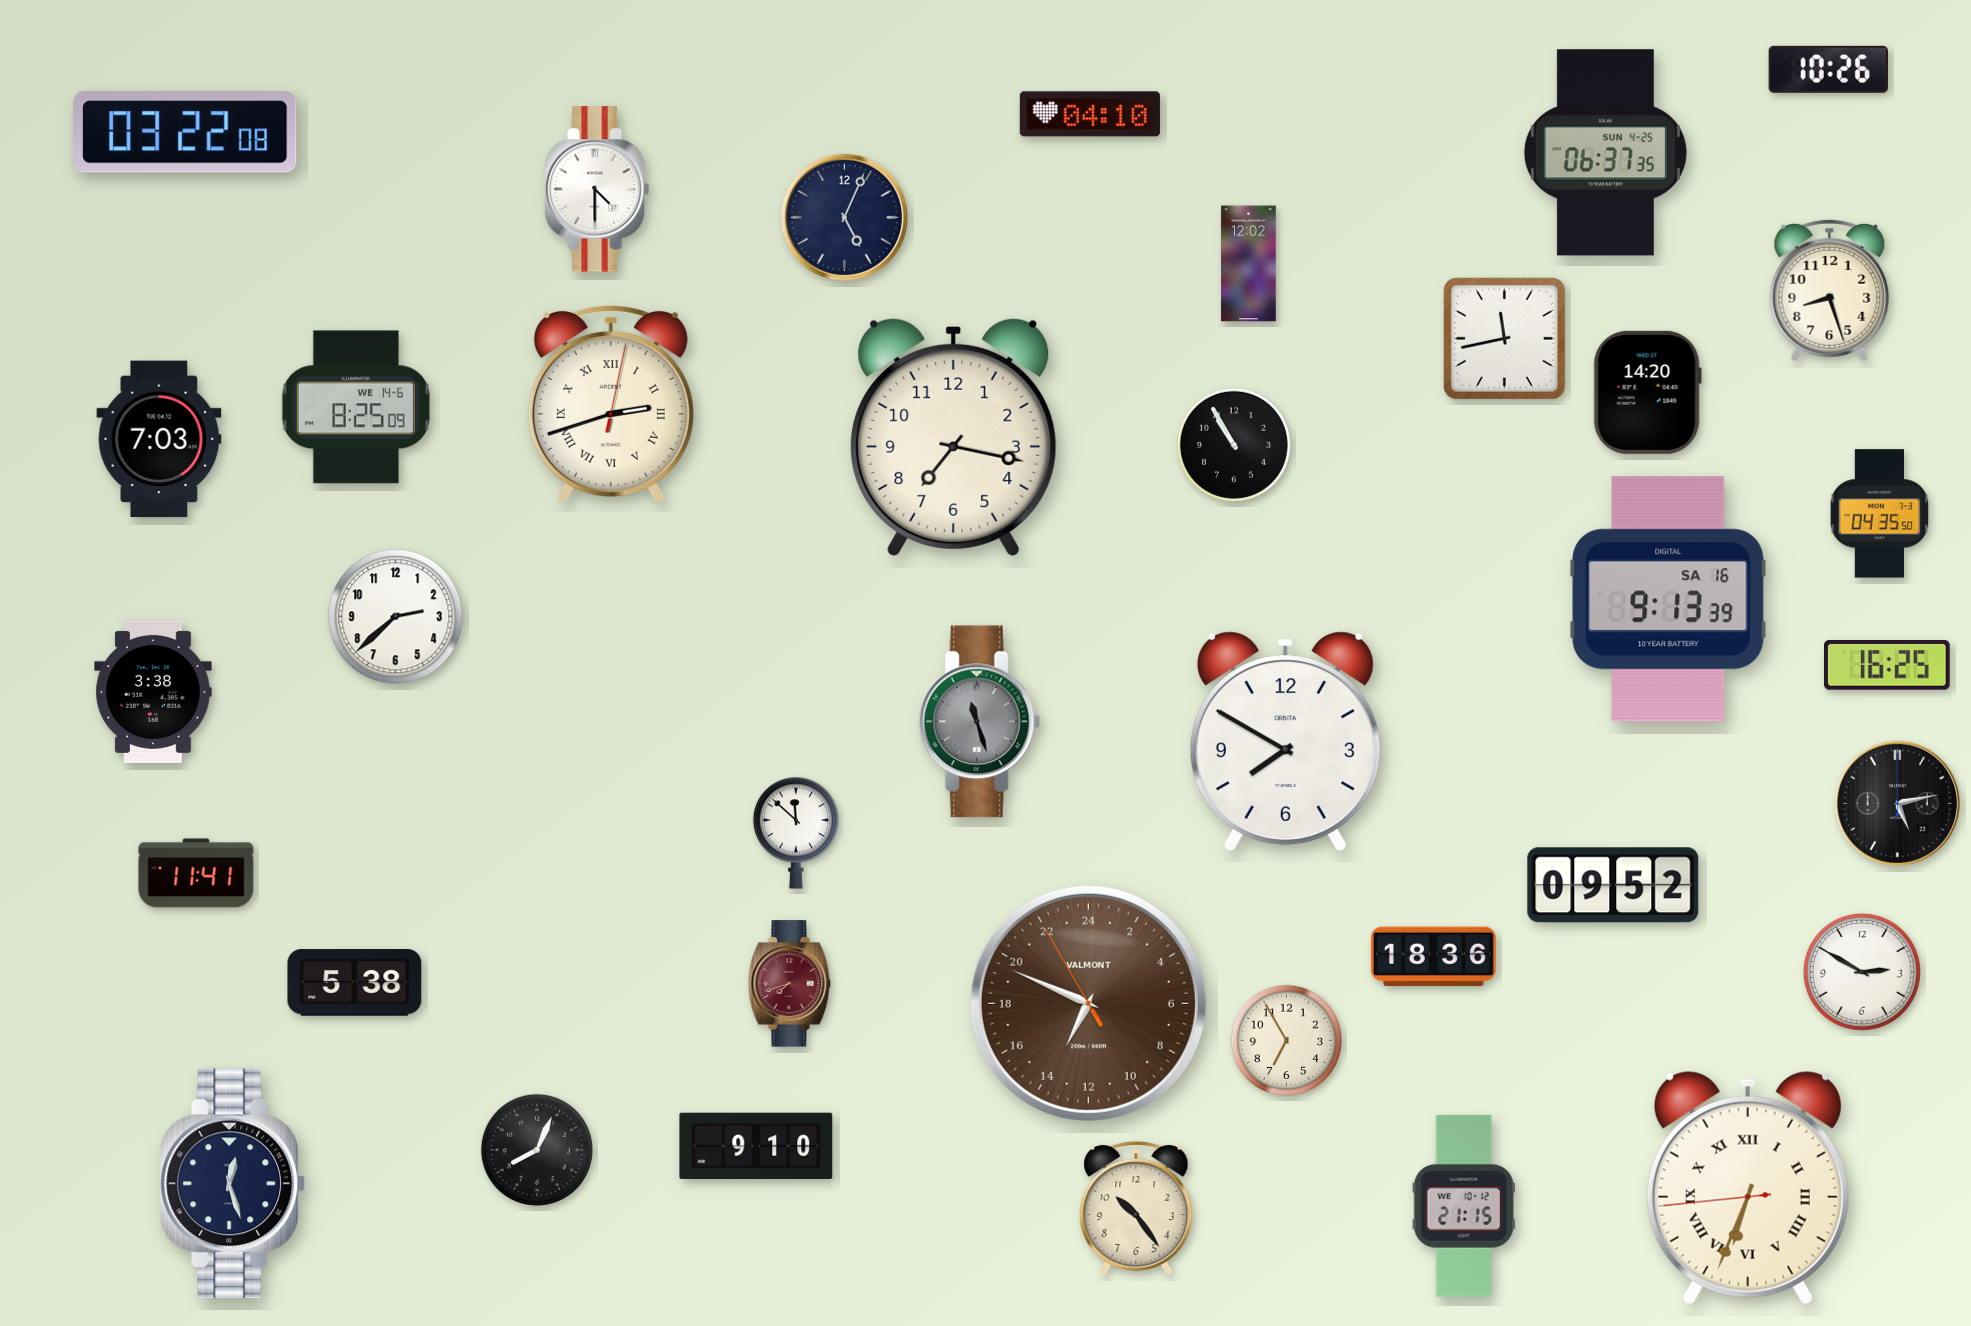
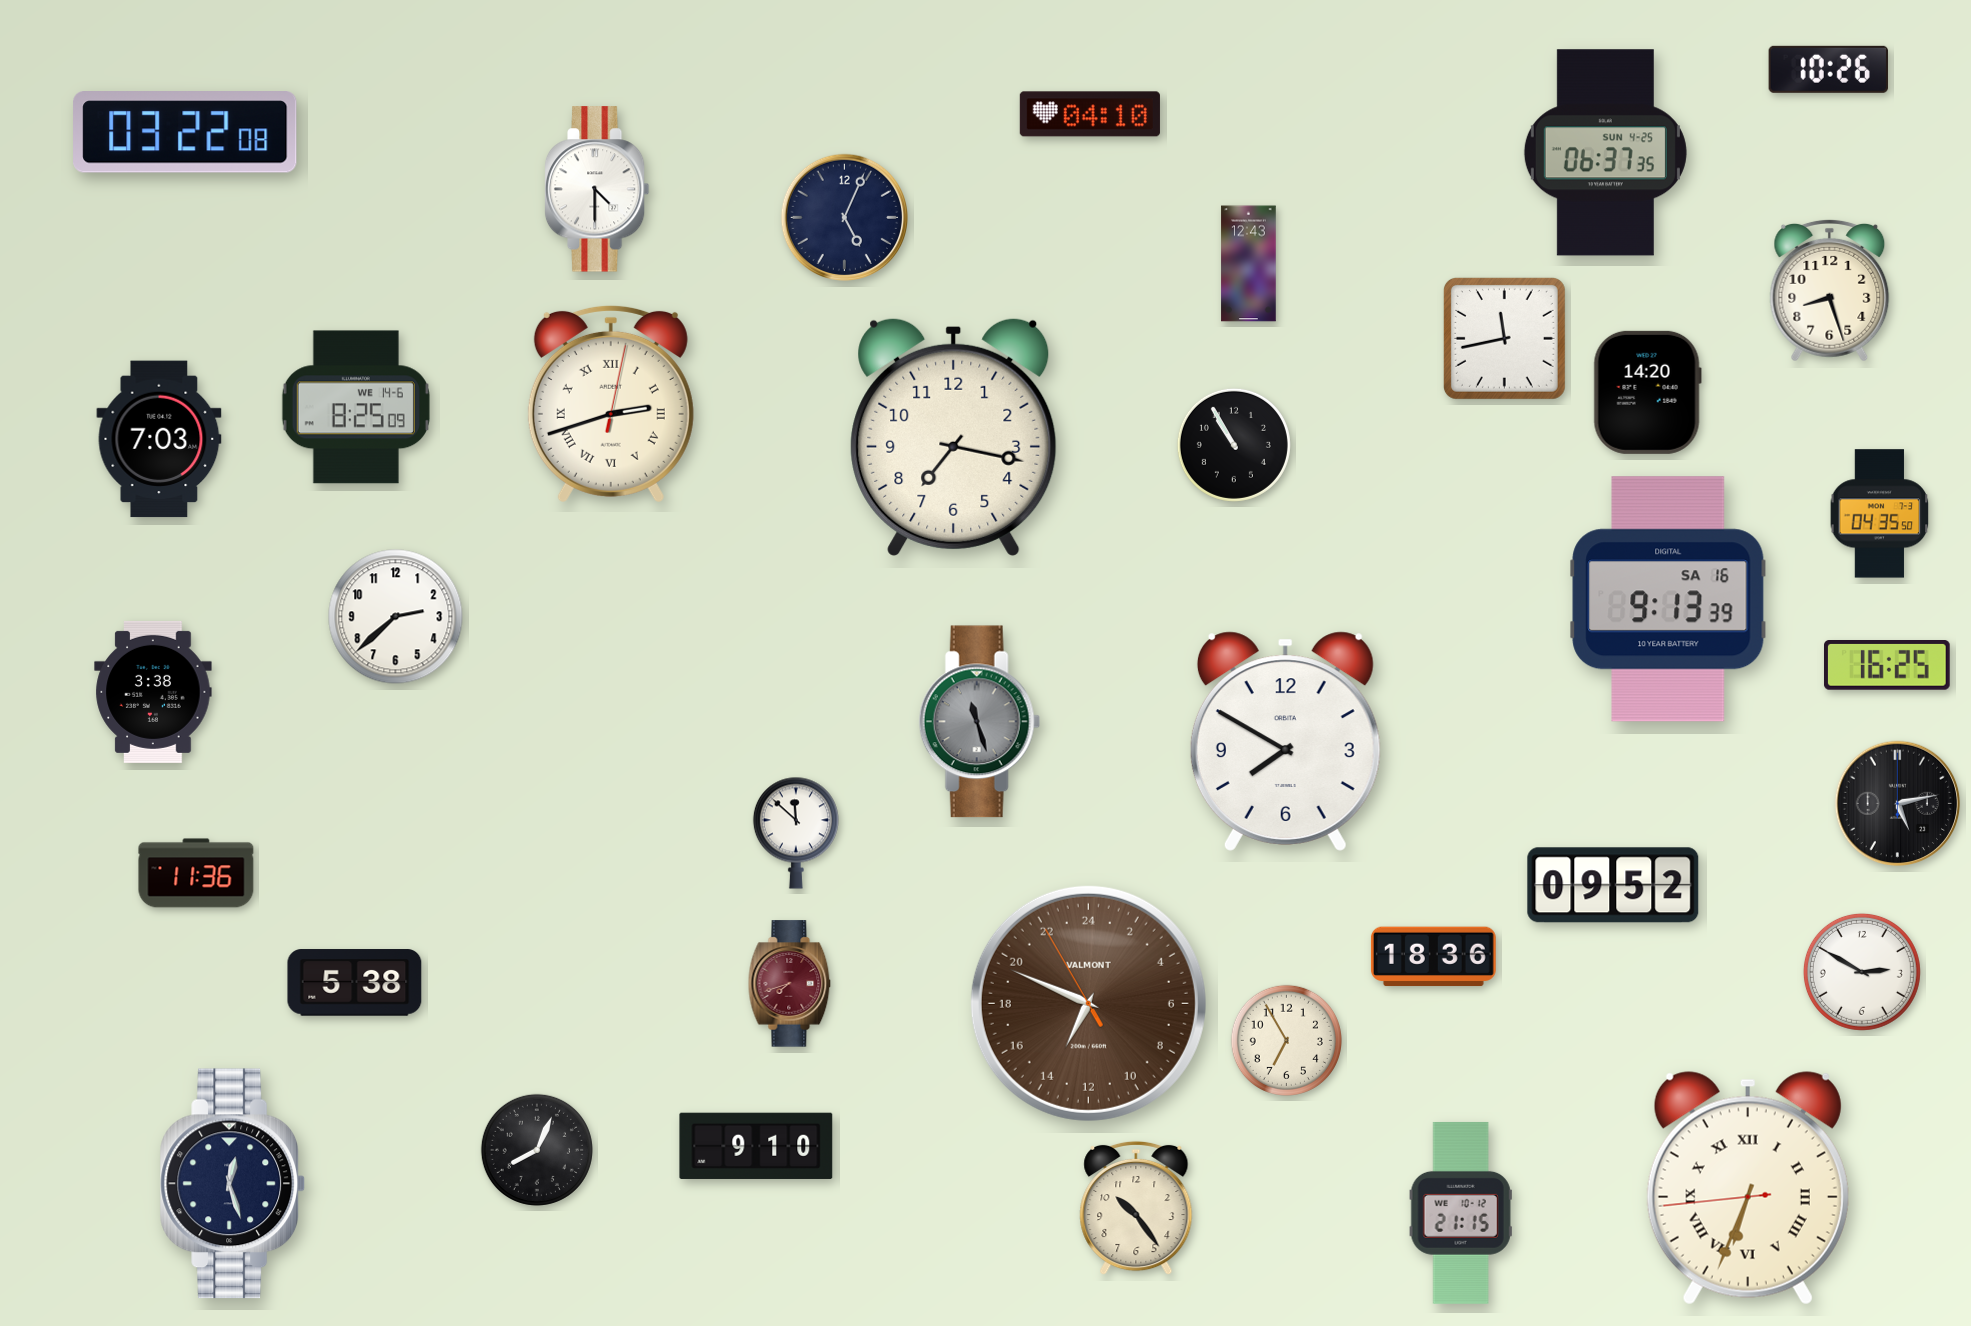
clock at (1249, 264): 12:02 -> 12:43
clock at (196, 873): 11:41 -> 11:36
clock at (1464, 1206) position: (1464, 1206) -> (1461, 1213)
